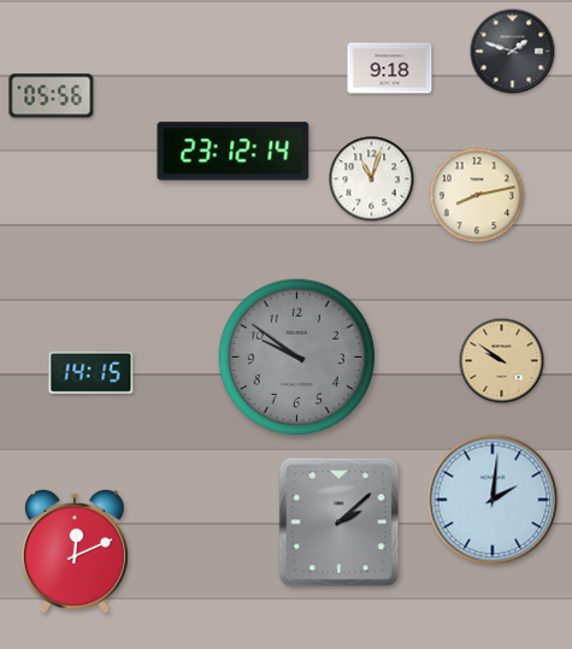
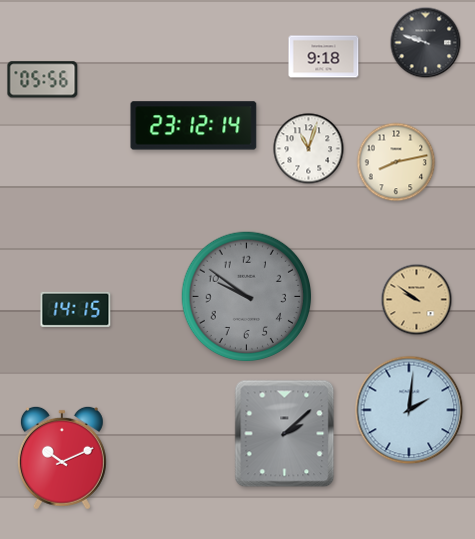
clock at (513, 52): 1:48 -> 9:48
clock at (493, 500) position: (493, 500) -> (409, 410)
clock at (340, 523) position: (340, 523) -> (285, 434)
clock at (75, 551): 12:11 -> 10:11
